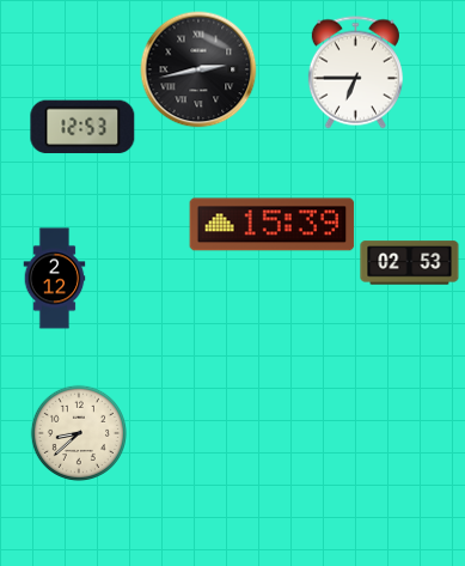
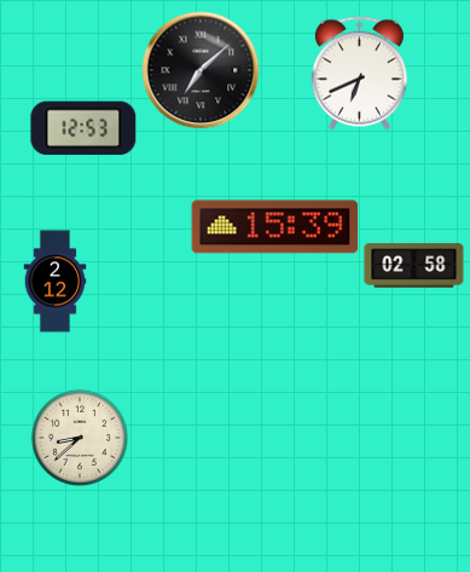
clock at (198, 69): 2:43 -> 7:08
clock at (355, 73): 6:45 -> 6:41
clock at (410, 263): 02:53 -> 02:58
